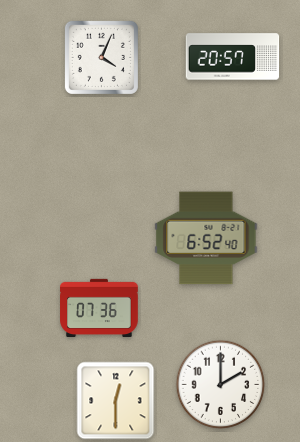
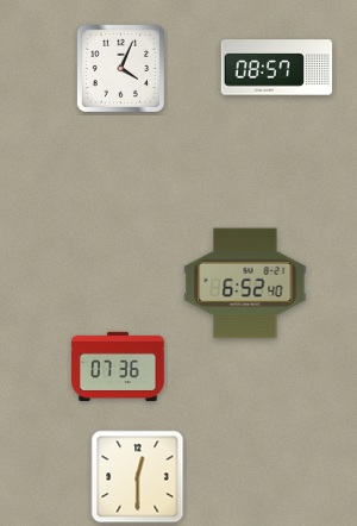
clock at (233, 57): 20:57 -> 08:57
clock at (221, 385): 2:00 -> none
